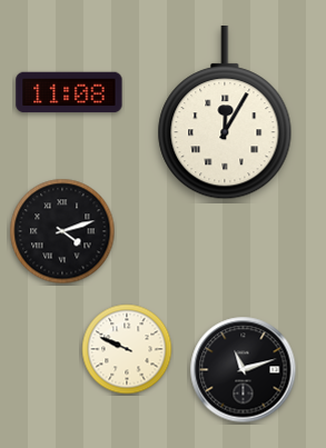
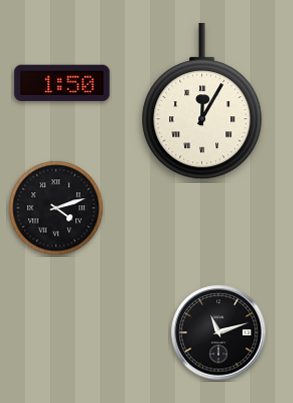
clock at (69, 92): 11:08 -> 1:50
clock at (127, 349): 9:49 -> none
